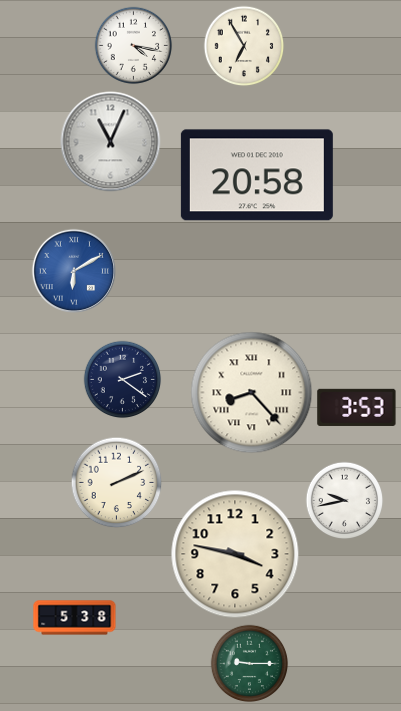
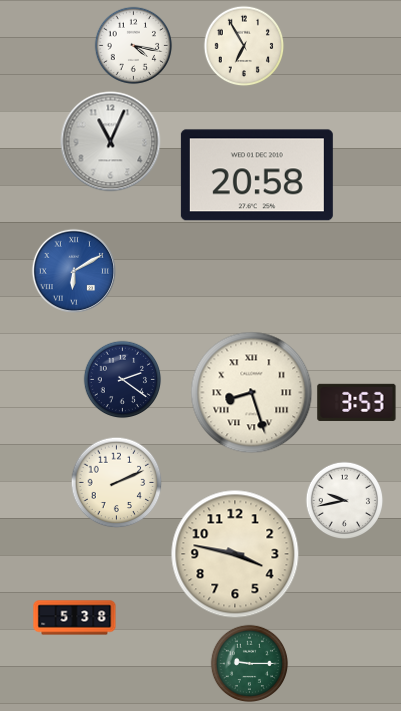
clock at (252, 393): 8:23 -> 8:27
clock at (357, 407) position: (357, 407) -> (357, 402)
